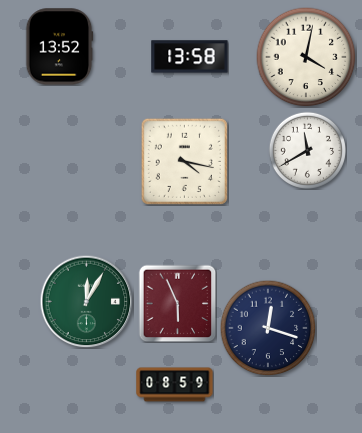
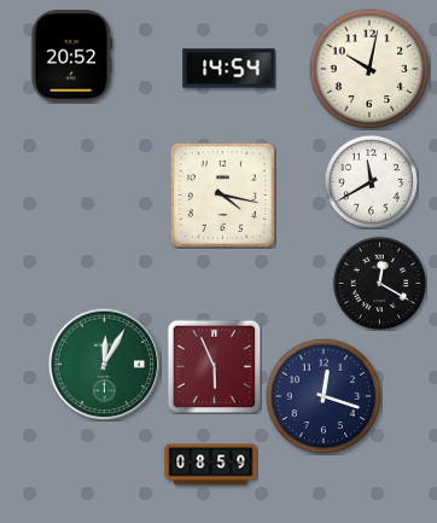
clock at (59, 47): 13:52 -> 20:52
clock at (190, 57): 13:58 -> 14:54
clock at (306, 57): 4:02 -> 10:02
clock at (379, 283): none -> 12:20
